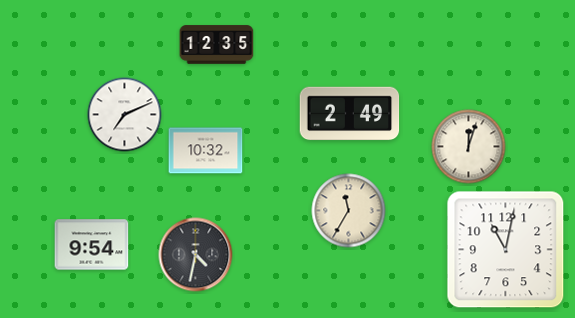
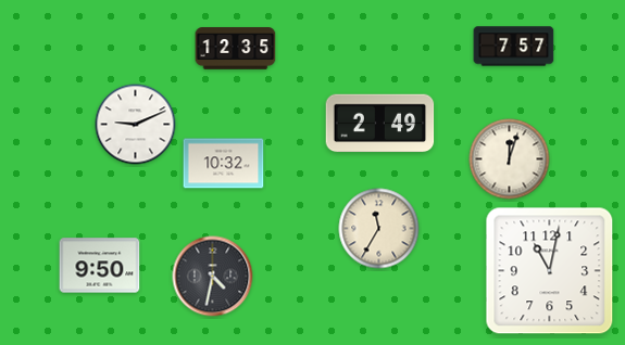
clock at (514, 47): none -> 7:57
clock at (125, 115): 7:11 -> 9:11
clock at (92, 245): 9:54 -> 9:50
